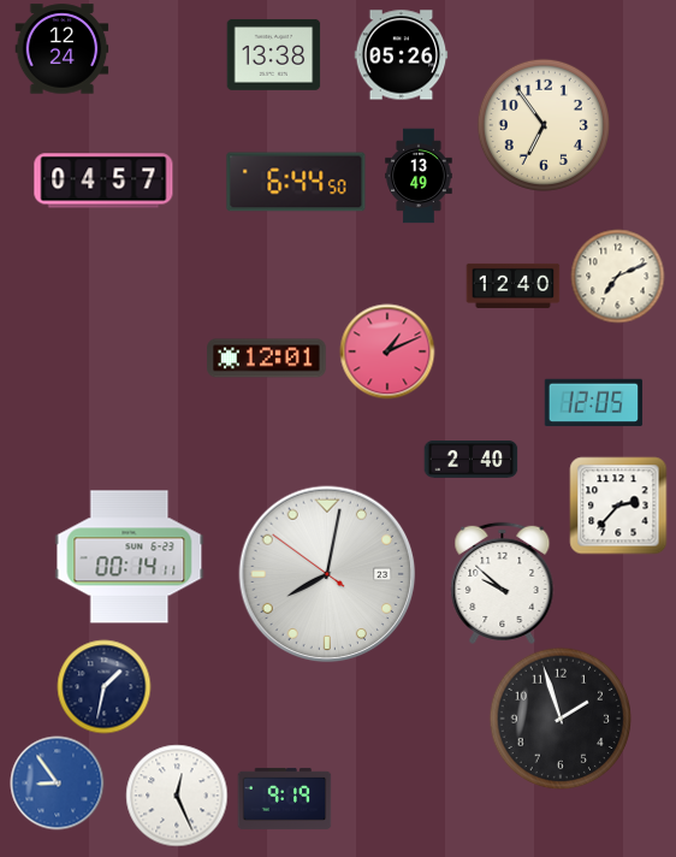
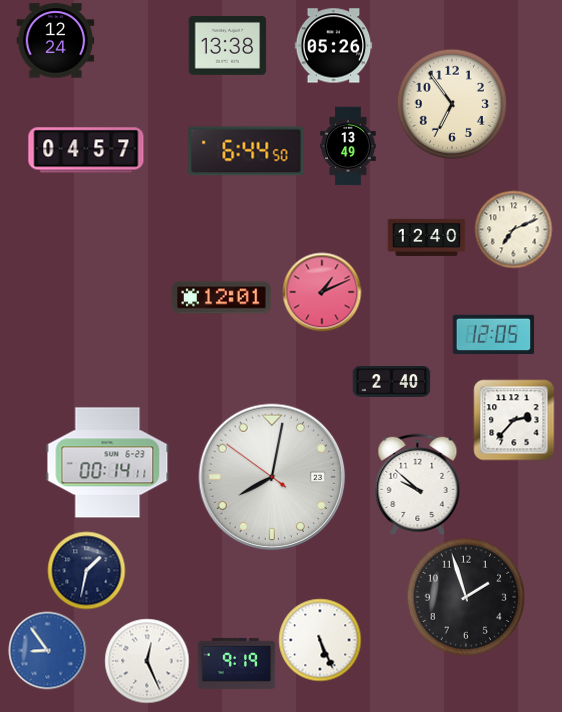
clock at (61, 49) position: (61, 49) -> (55, 41)
clock at (320, 640): none -> 5:26
